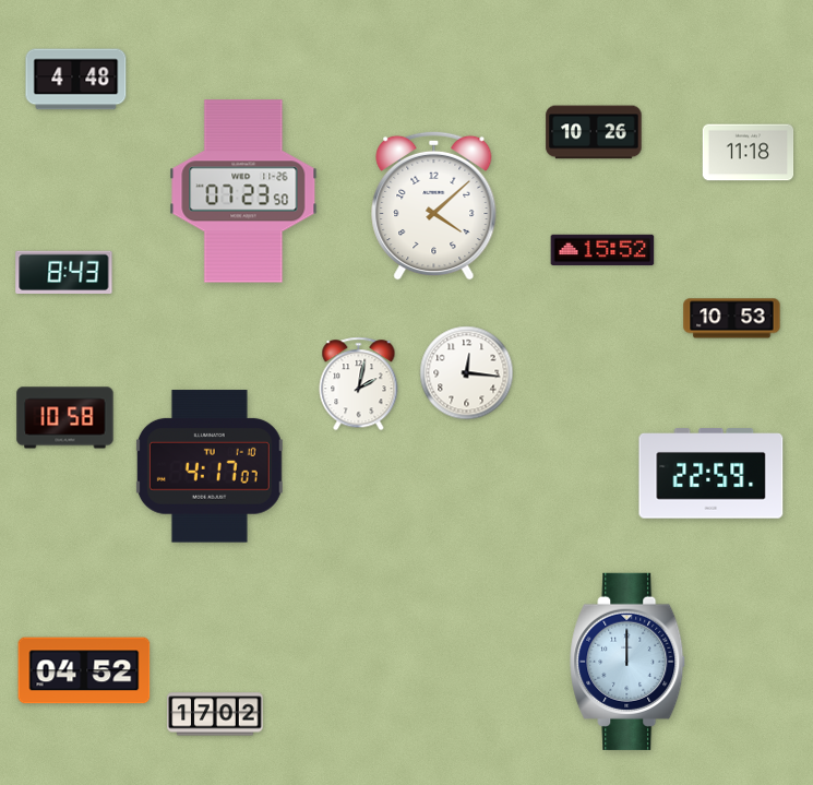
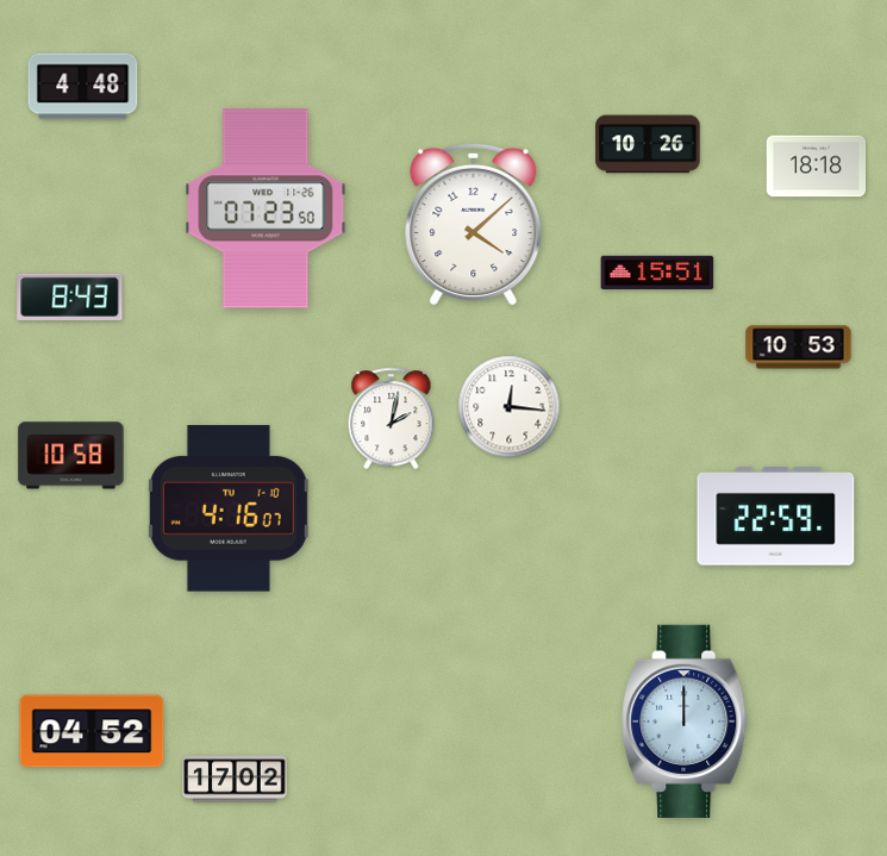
clock at (749, 153): 11:18 -> 18:18
clock at (602, 250): 15:52 -> 15:51
clock at (210, 466): 4:17 -> 4:16
